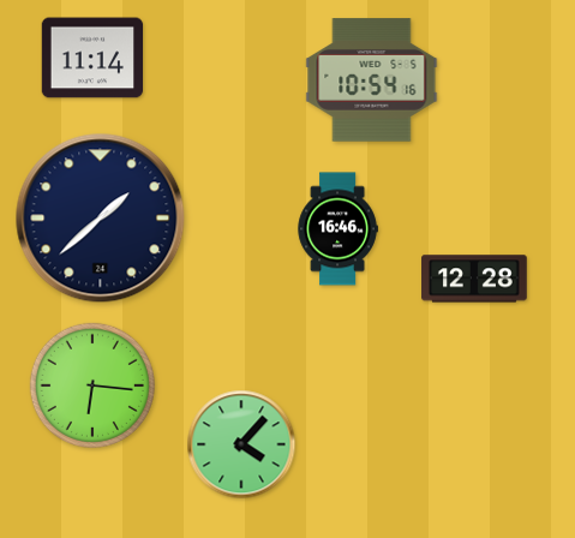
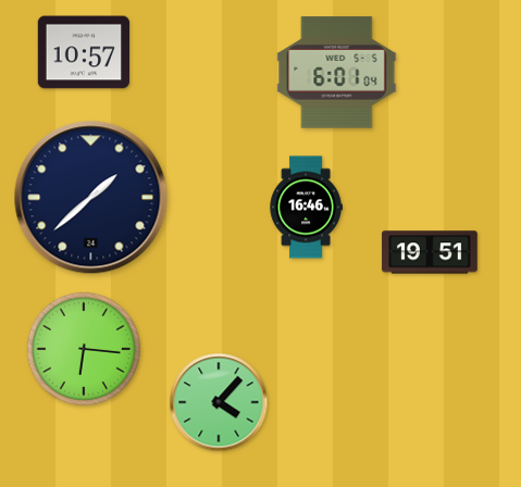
clock at (92, 58): 11:14 -> 10:57
clock at (372, 80): 10:54 -> 6:01
clock at (474, 279): 12:28 -> 19:51
